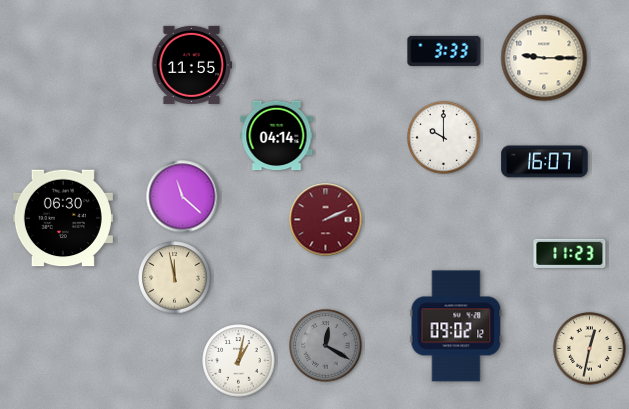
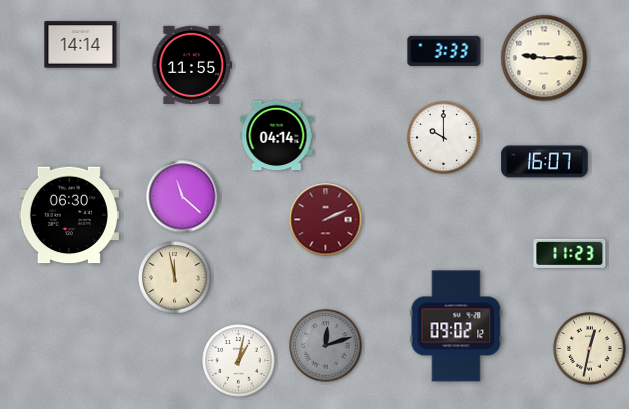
clock at (81, 45): none -> 14:14
clock at (63, 218) position: (63, 218) -> (69, 215)
clock at (326, 346): 12:20 -> 12:12
